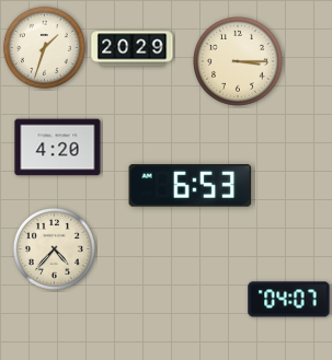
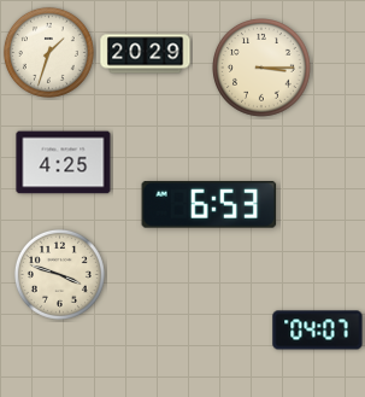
clock at (58, 148): 4:20 -> 4:25
clock at (54, 248): 4:37 -> 3:48
